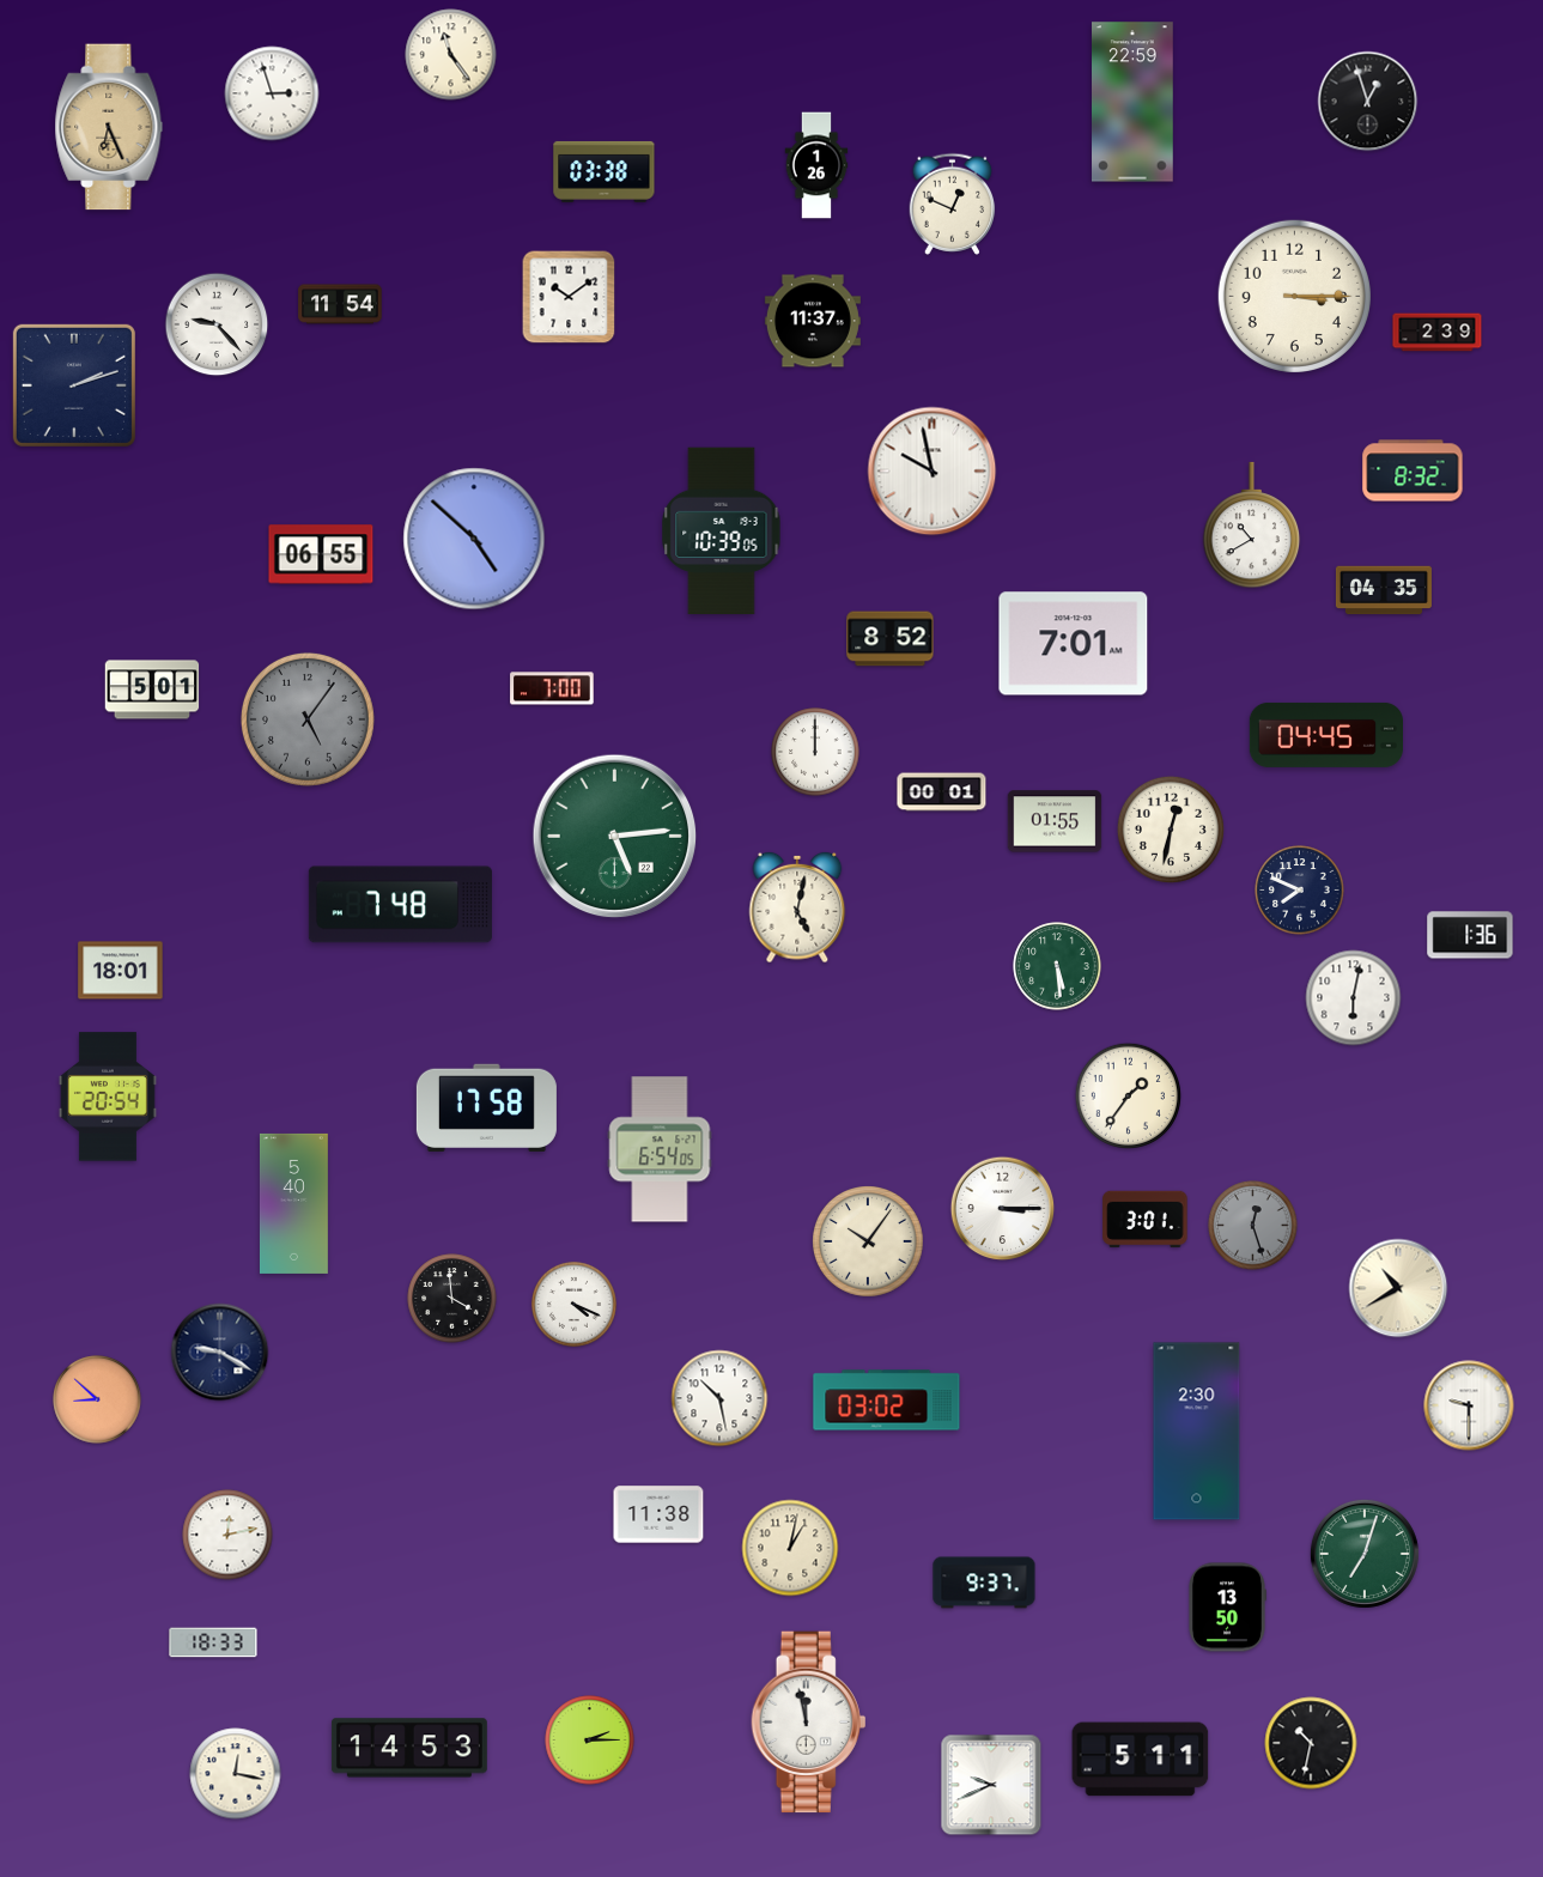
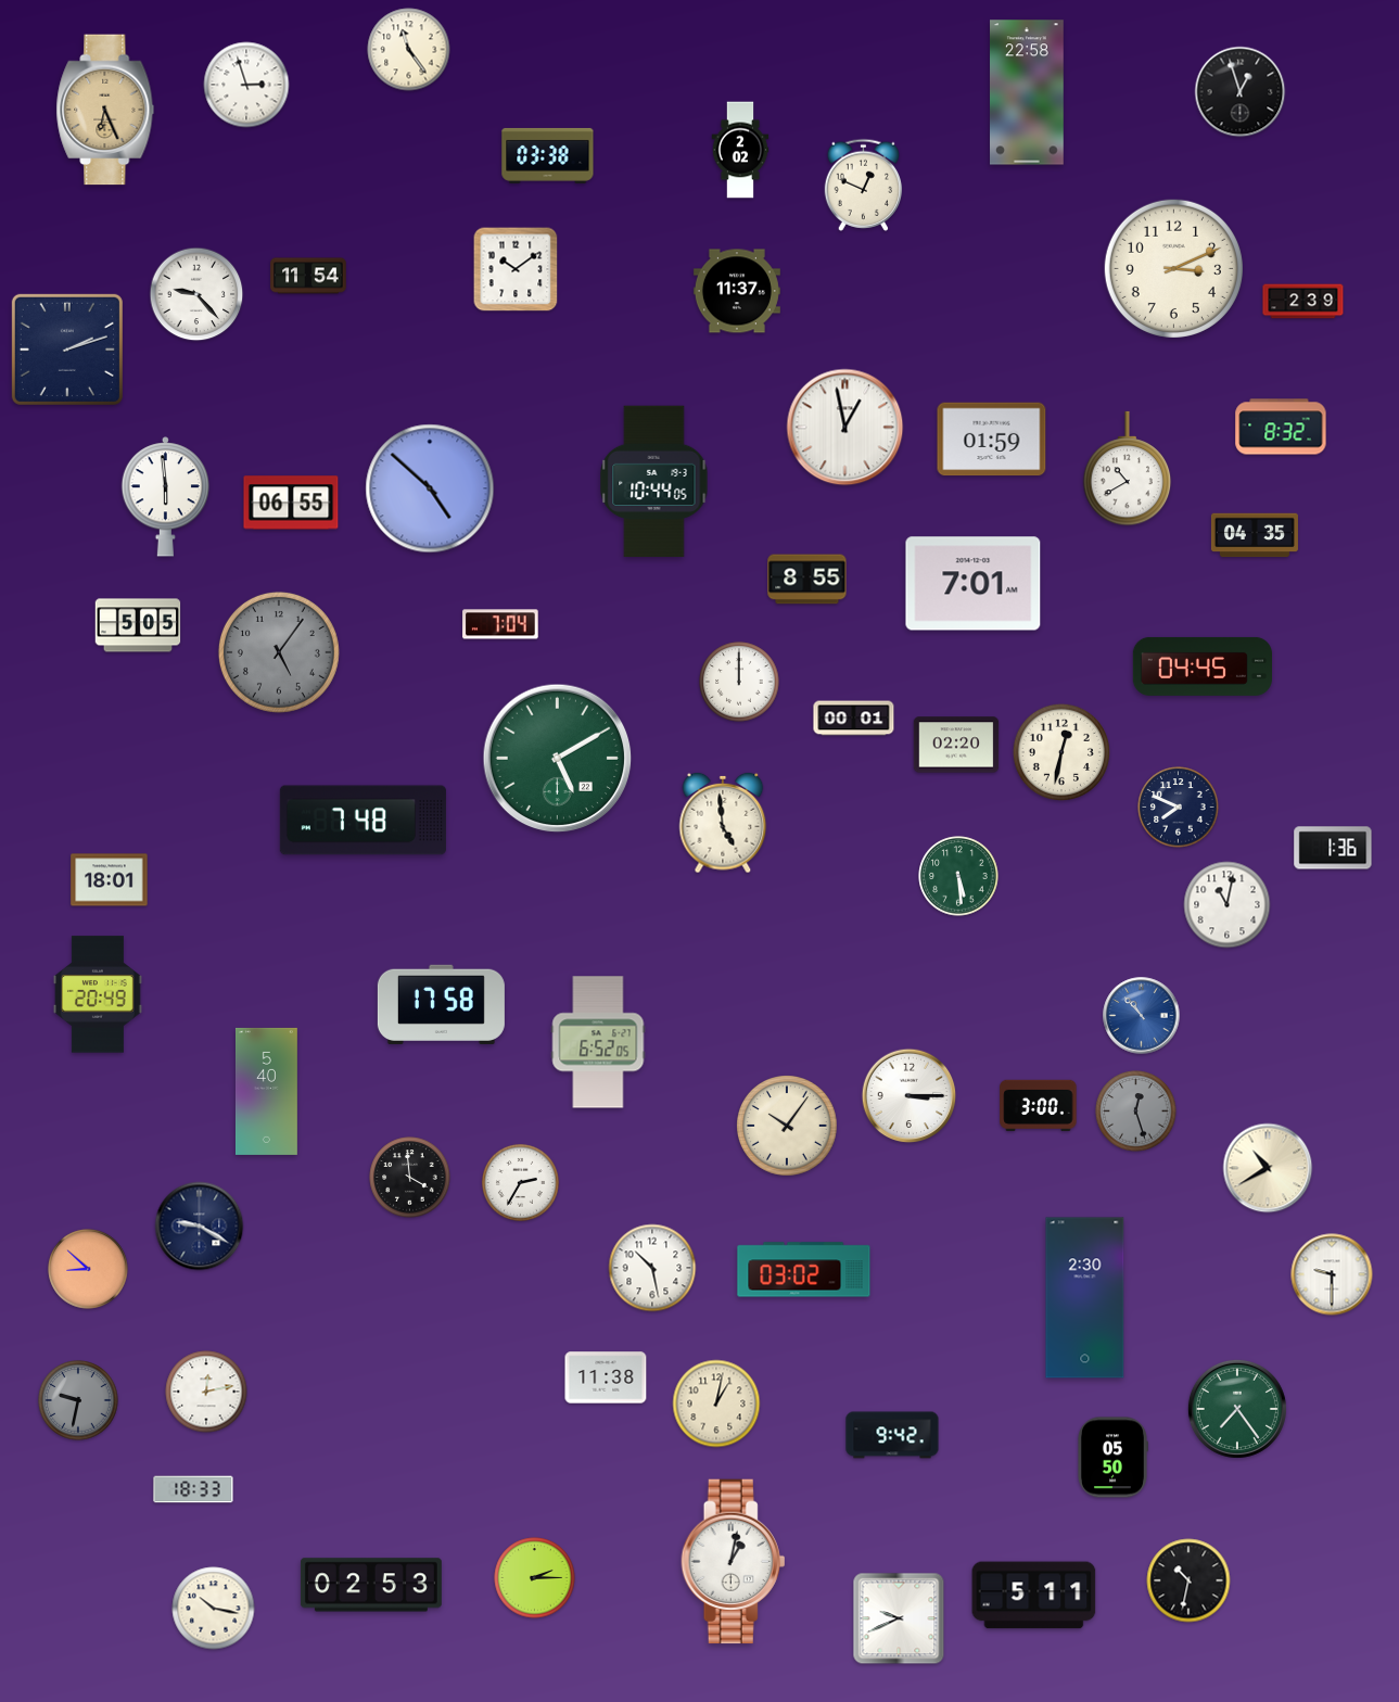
clock at (1134, 102): 22:59 -> 22:58
clock at (109, 127) position: (109, 127) -> (105, 110)
clock at (816, 165): 1:26 -> 2:02
clock at (1294, 296): 3:15 -> 3:11
clock at (933, 472): 9:58 -> 12:58
clock at (992, 440): none -> 01:59
clock at (1252, 526) position: (1252, 526) -> (1128, 469)
clock at (722, 531): 10:39 -> 10:44
clock at (166, 497): none -> 5:59
clock at (891, 639): 8:52 -> 8:55
clock at (552, 688): 7:00 -> 7:04
clock at (152, 690): 5:01 -> 5:05
clock at (1055, 821): 01:55 -> 02:20
clock at (615, 837): 5:14 -> 5:10
clock at (797, 907): 5:02 -> 4:59
clock at (1354, 998): 6:02 -> 11:02
clock at (1128, 1095): 1:36 -> none
clock at (108, 1097): 20:54 -> 20:49
clock at (1142, 1016): none -> 10:53
clock at (660, 1149): 6:54 -> 6:52
clock at (1146, 1220): 3:01 -> 3:00
clock at (573, 1304): 4:19 -> 2:35
clock at (658, 1514) position: (658, 1514) -> (606, 1377)
clock at (78, 1400): none -> 9:32
clock at (1365, 1554): 7:03 -> 7:24
clock at (984, 1583): 9:37 -> 9:42
clock at (1228, 1608): 13:50 -> 05:50
clock at (809, 1723): 11:58 -> 1:02
clock at (409, 1748): 14:53 -> 02:53
clock at (236, 1774): 12:17 -> 10:17
